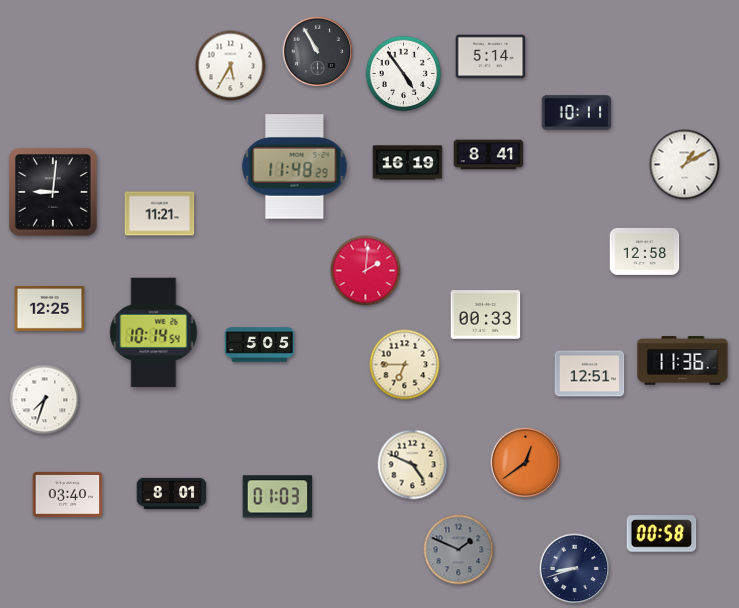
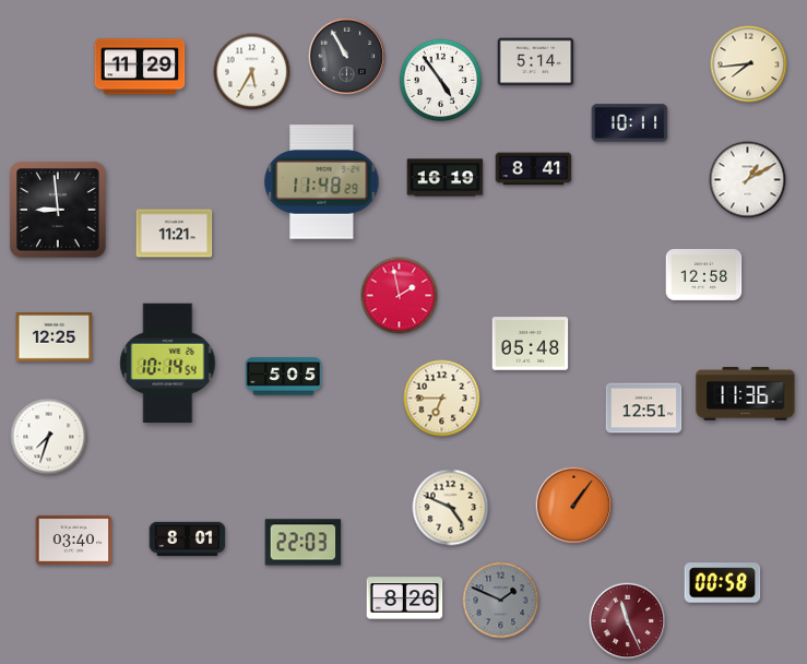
clock at (749, 64): none -> 7:44
clock at (140, 67): none -> 11:29
clock at (53, 192): 9:01 -> 8:59
clock at (366, 271): 2:01 -> 1:58
clock at (486, 315): 00:33 -> 05:48
clock at (526, 463): 12:39 -> 1:06
clock at (278, 497): 01:03 -> 22:03
clock at (405, 598): none -> 8:26
clock at (575, 569): 8:42 -> 11:26
clock at (575, 569) dial: navy -> burgundy
